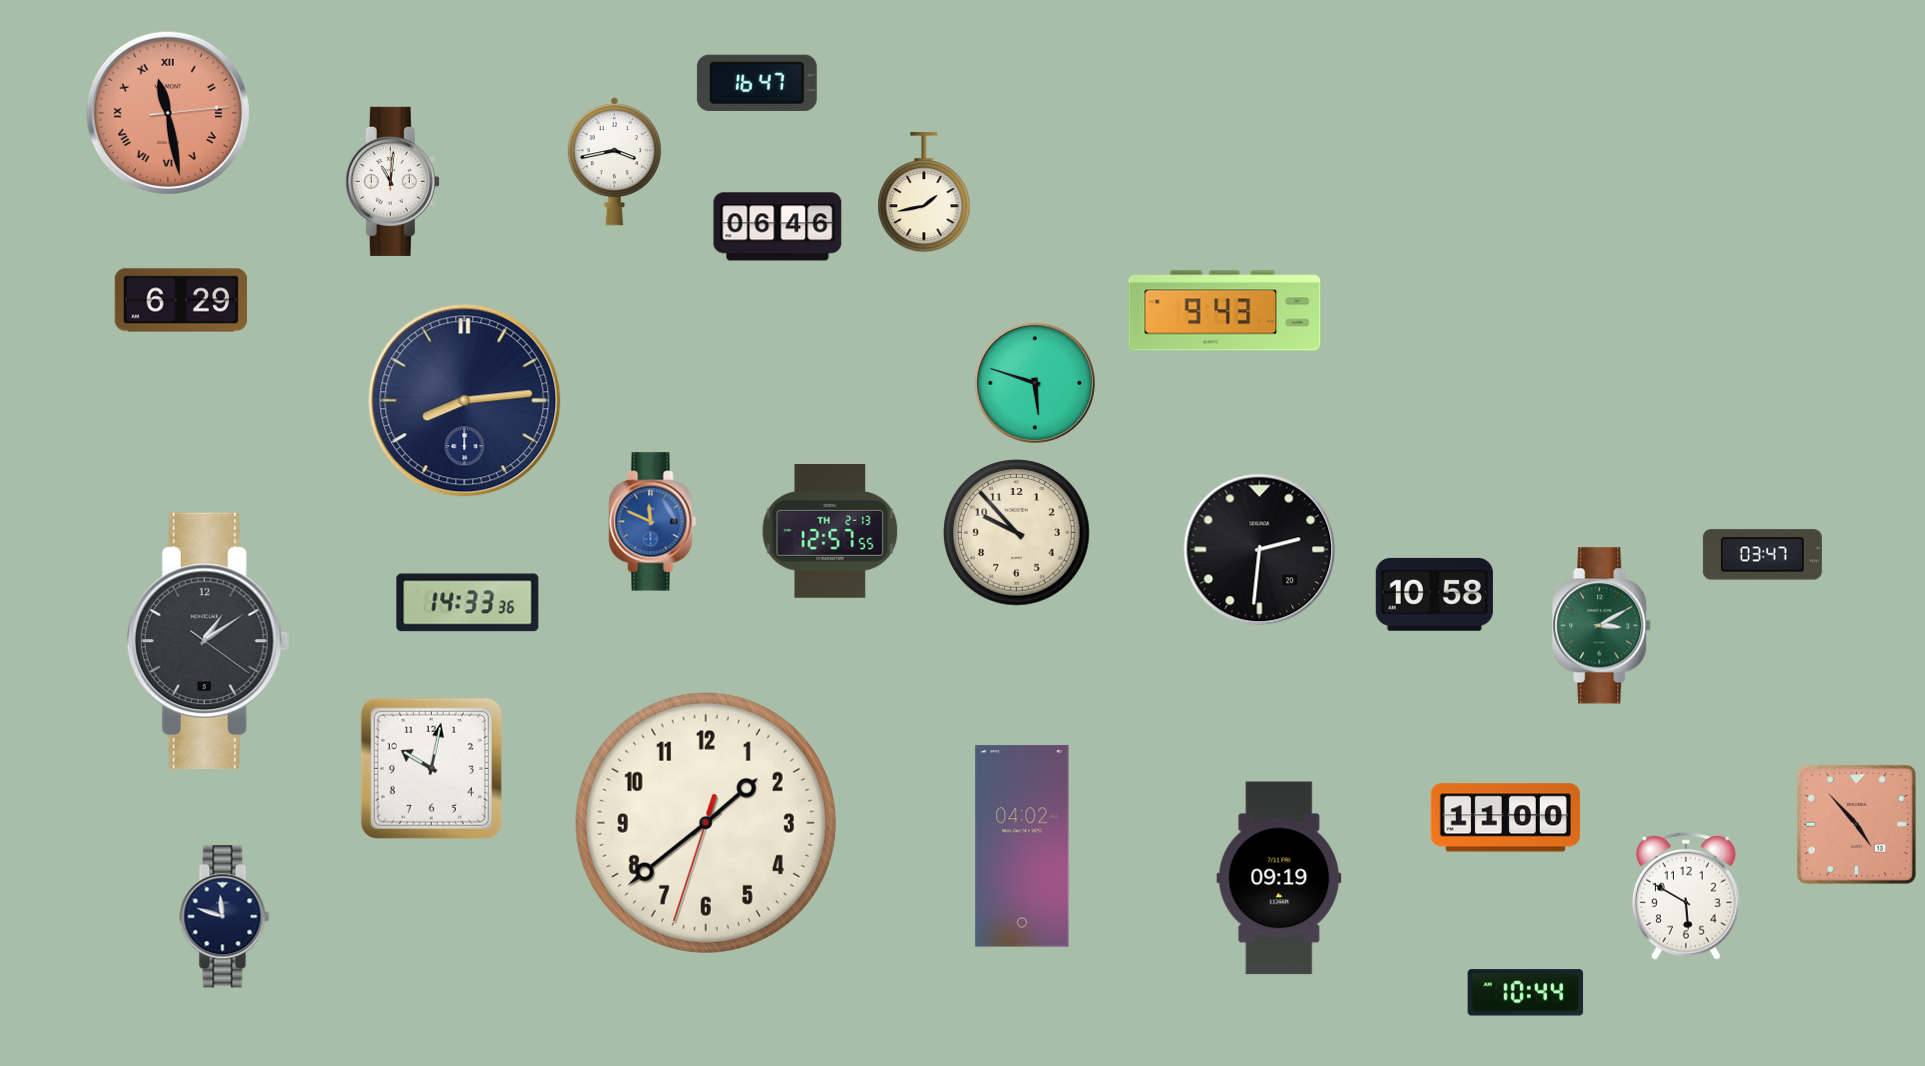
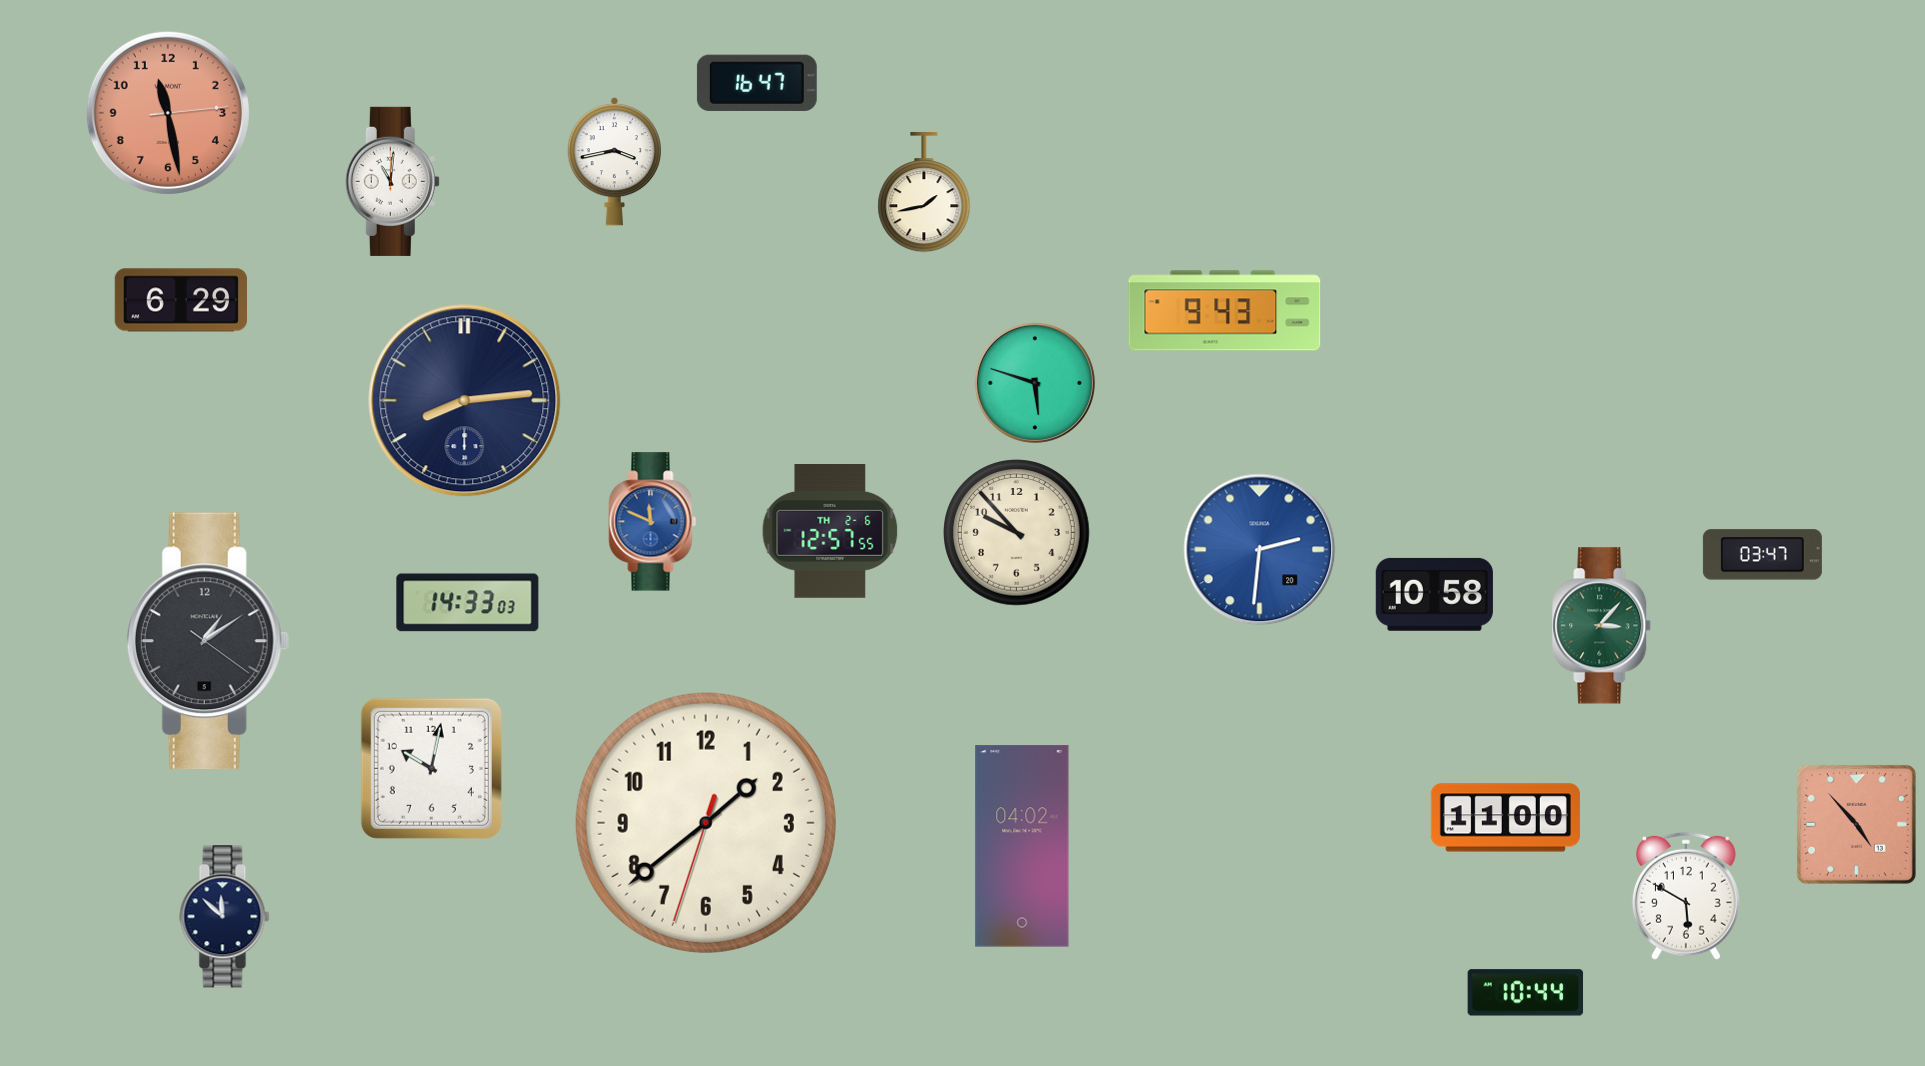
clock at (168, 113) numerals: Roman -> Arabic
clock at (778, 227): 06:46 -> none
clock at (830, 531) date: TH 2-13 -> TH 2-6
clock at (1260, 550) dial: black -> blue
clock at (468, 603): 14:33:36 -> 14:33:03
clock at (1602, 626): 3:10 -> 3:07
clock at (1279, 878): 09:19 -> none
clock at (225, 917): 11:48 -> 11:52
